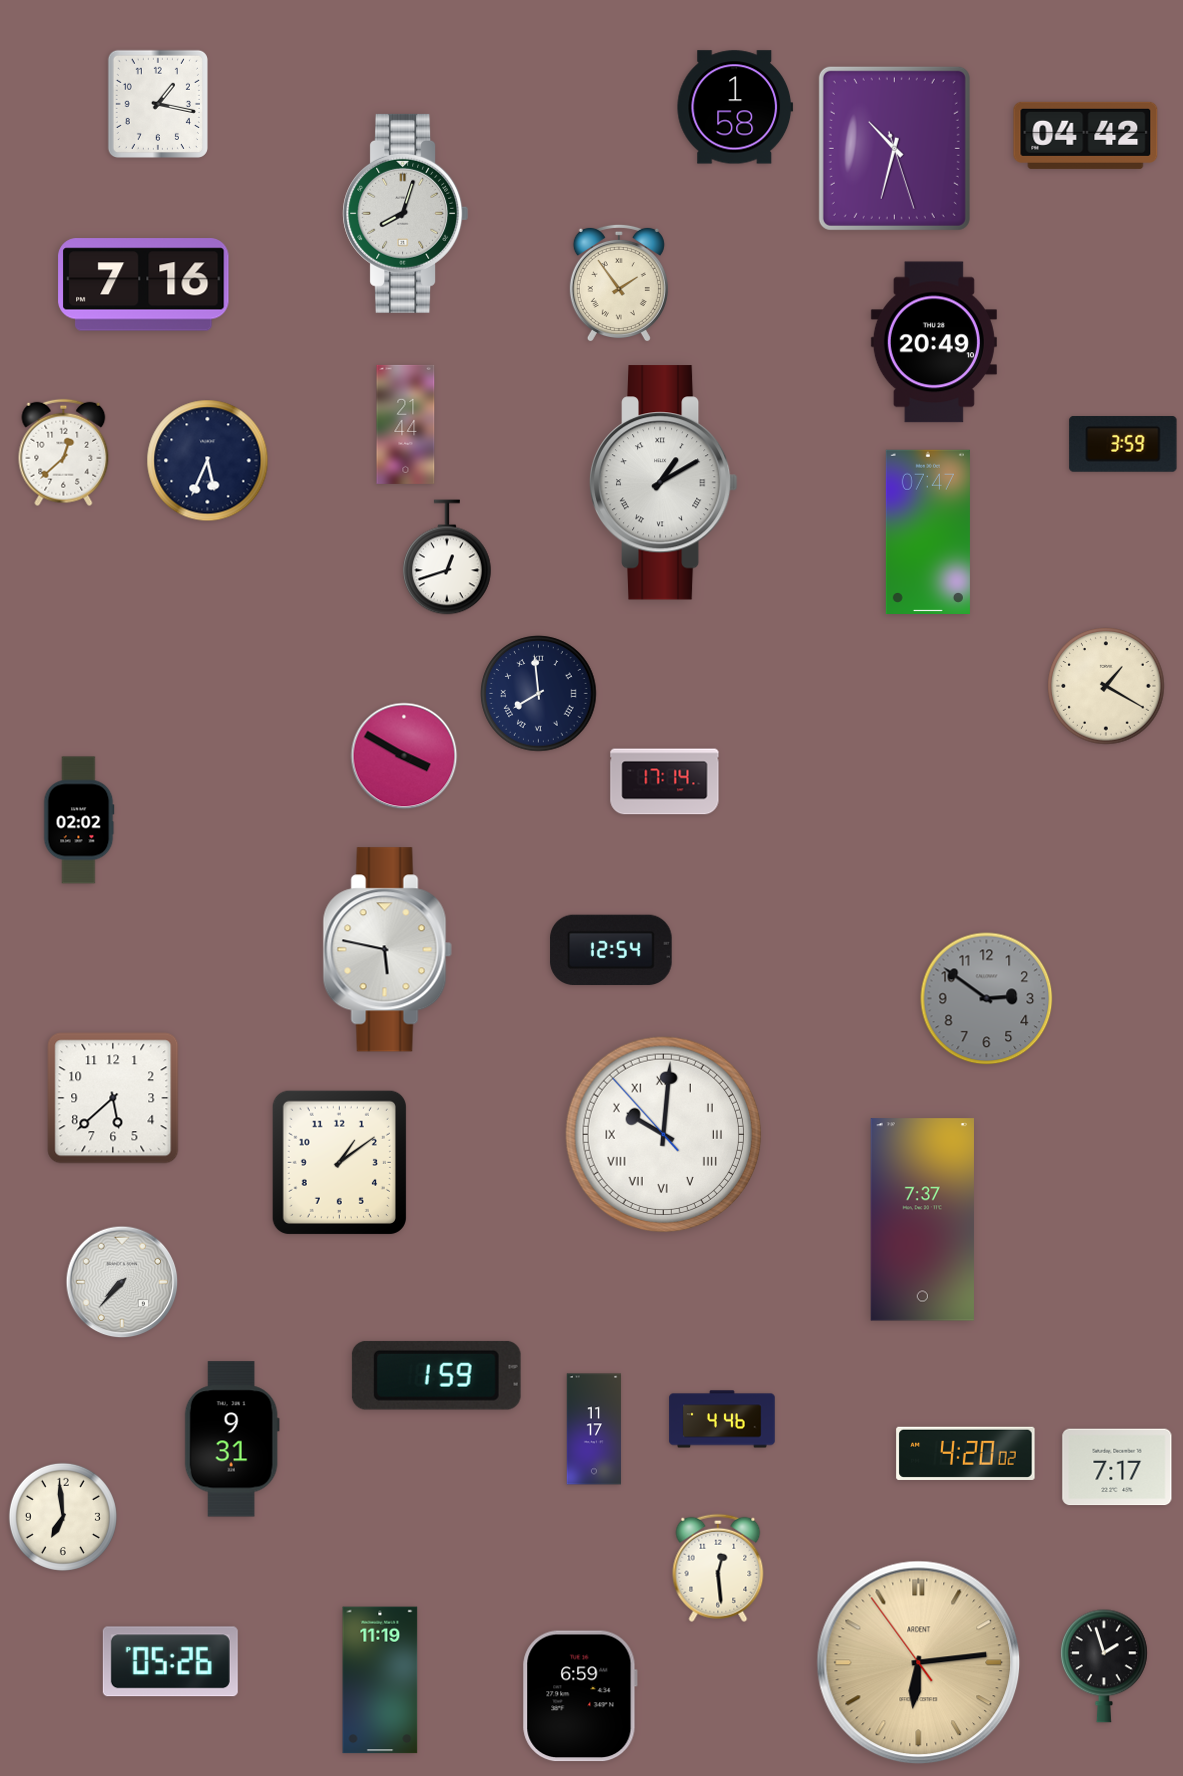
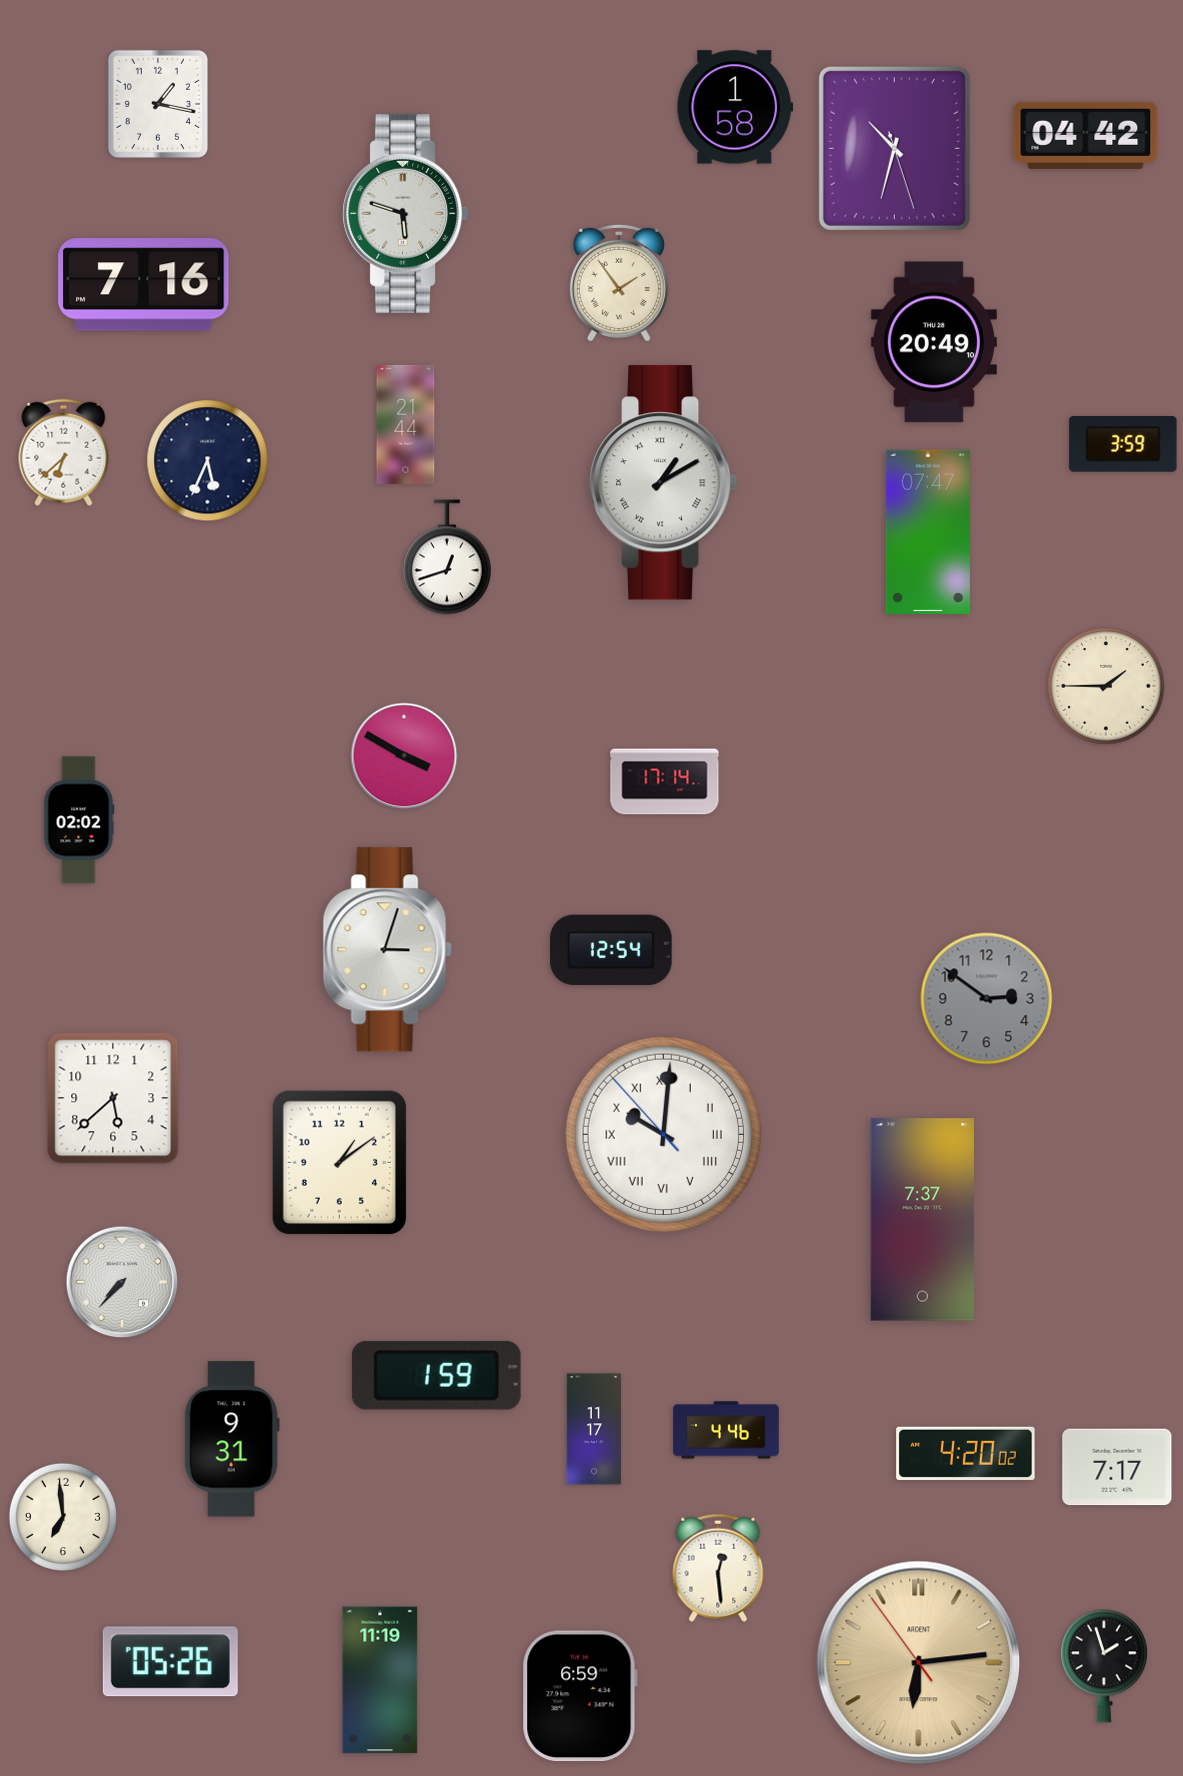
clock at (406, 213): 8:03 -> 5:48
clock at (64, 453): 12:38 -> 6:38
clock at (1106, 686): 1:20 -> 1:45
clock at (539, 694): 7:59 -> none
clock at (387, 950): 5:47 -> 3:03
clock at (722, 1419) position: (722, 1419) -> (726, 1430)
